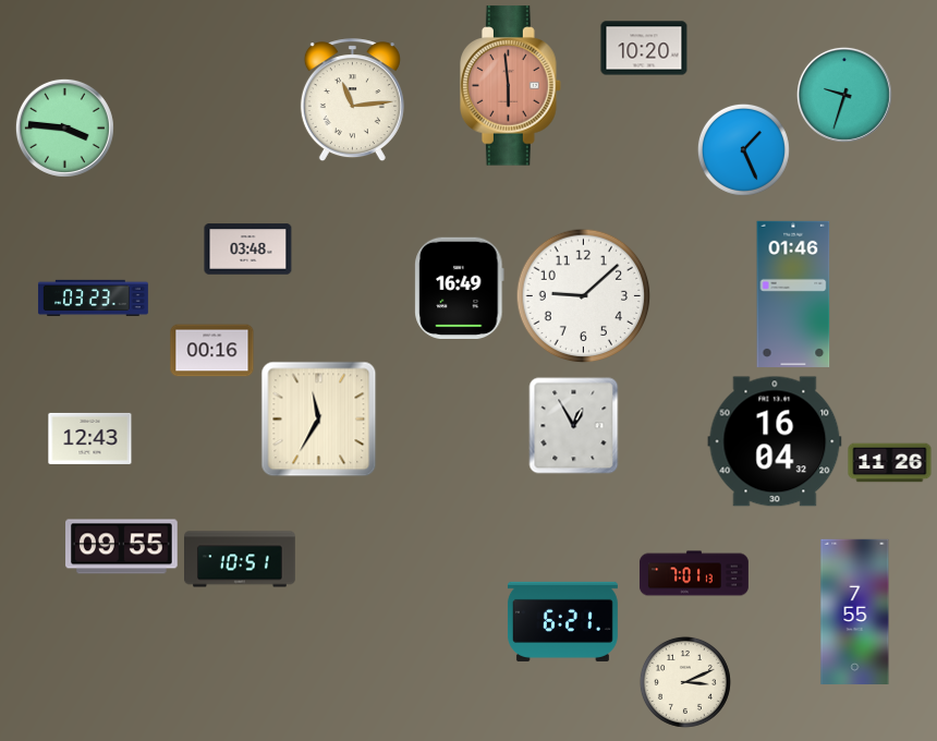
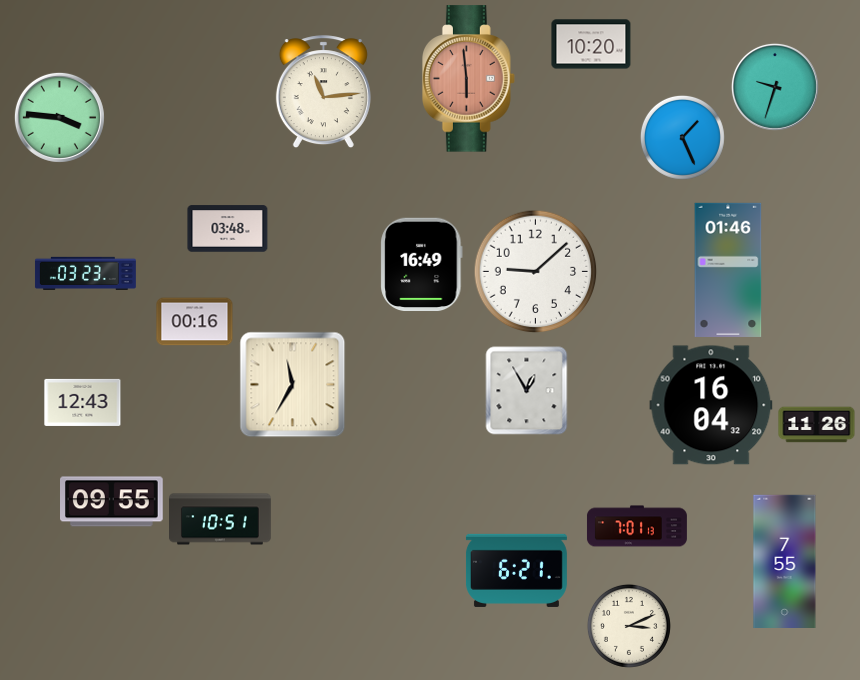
clock at (241, 559) position: (241, 559) -> (221, 519)
